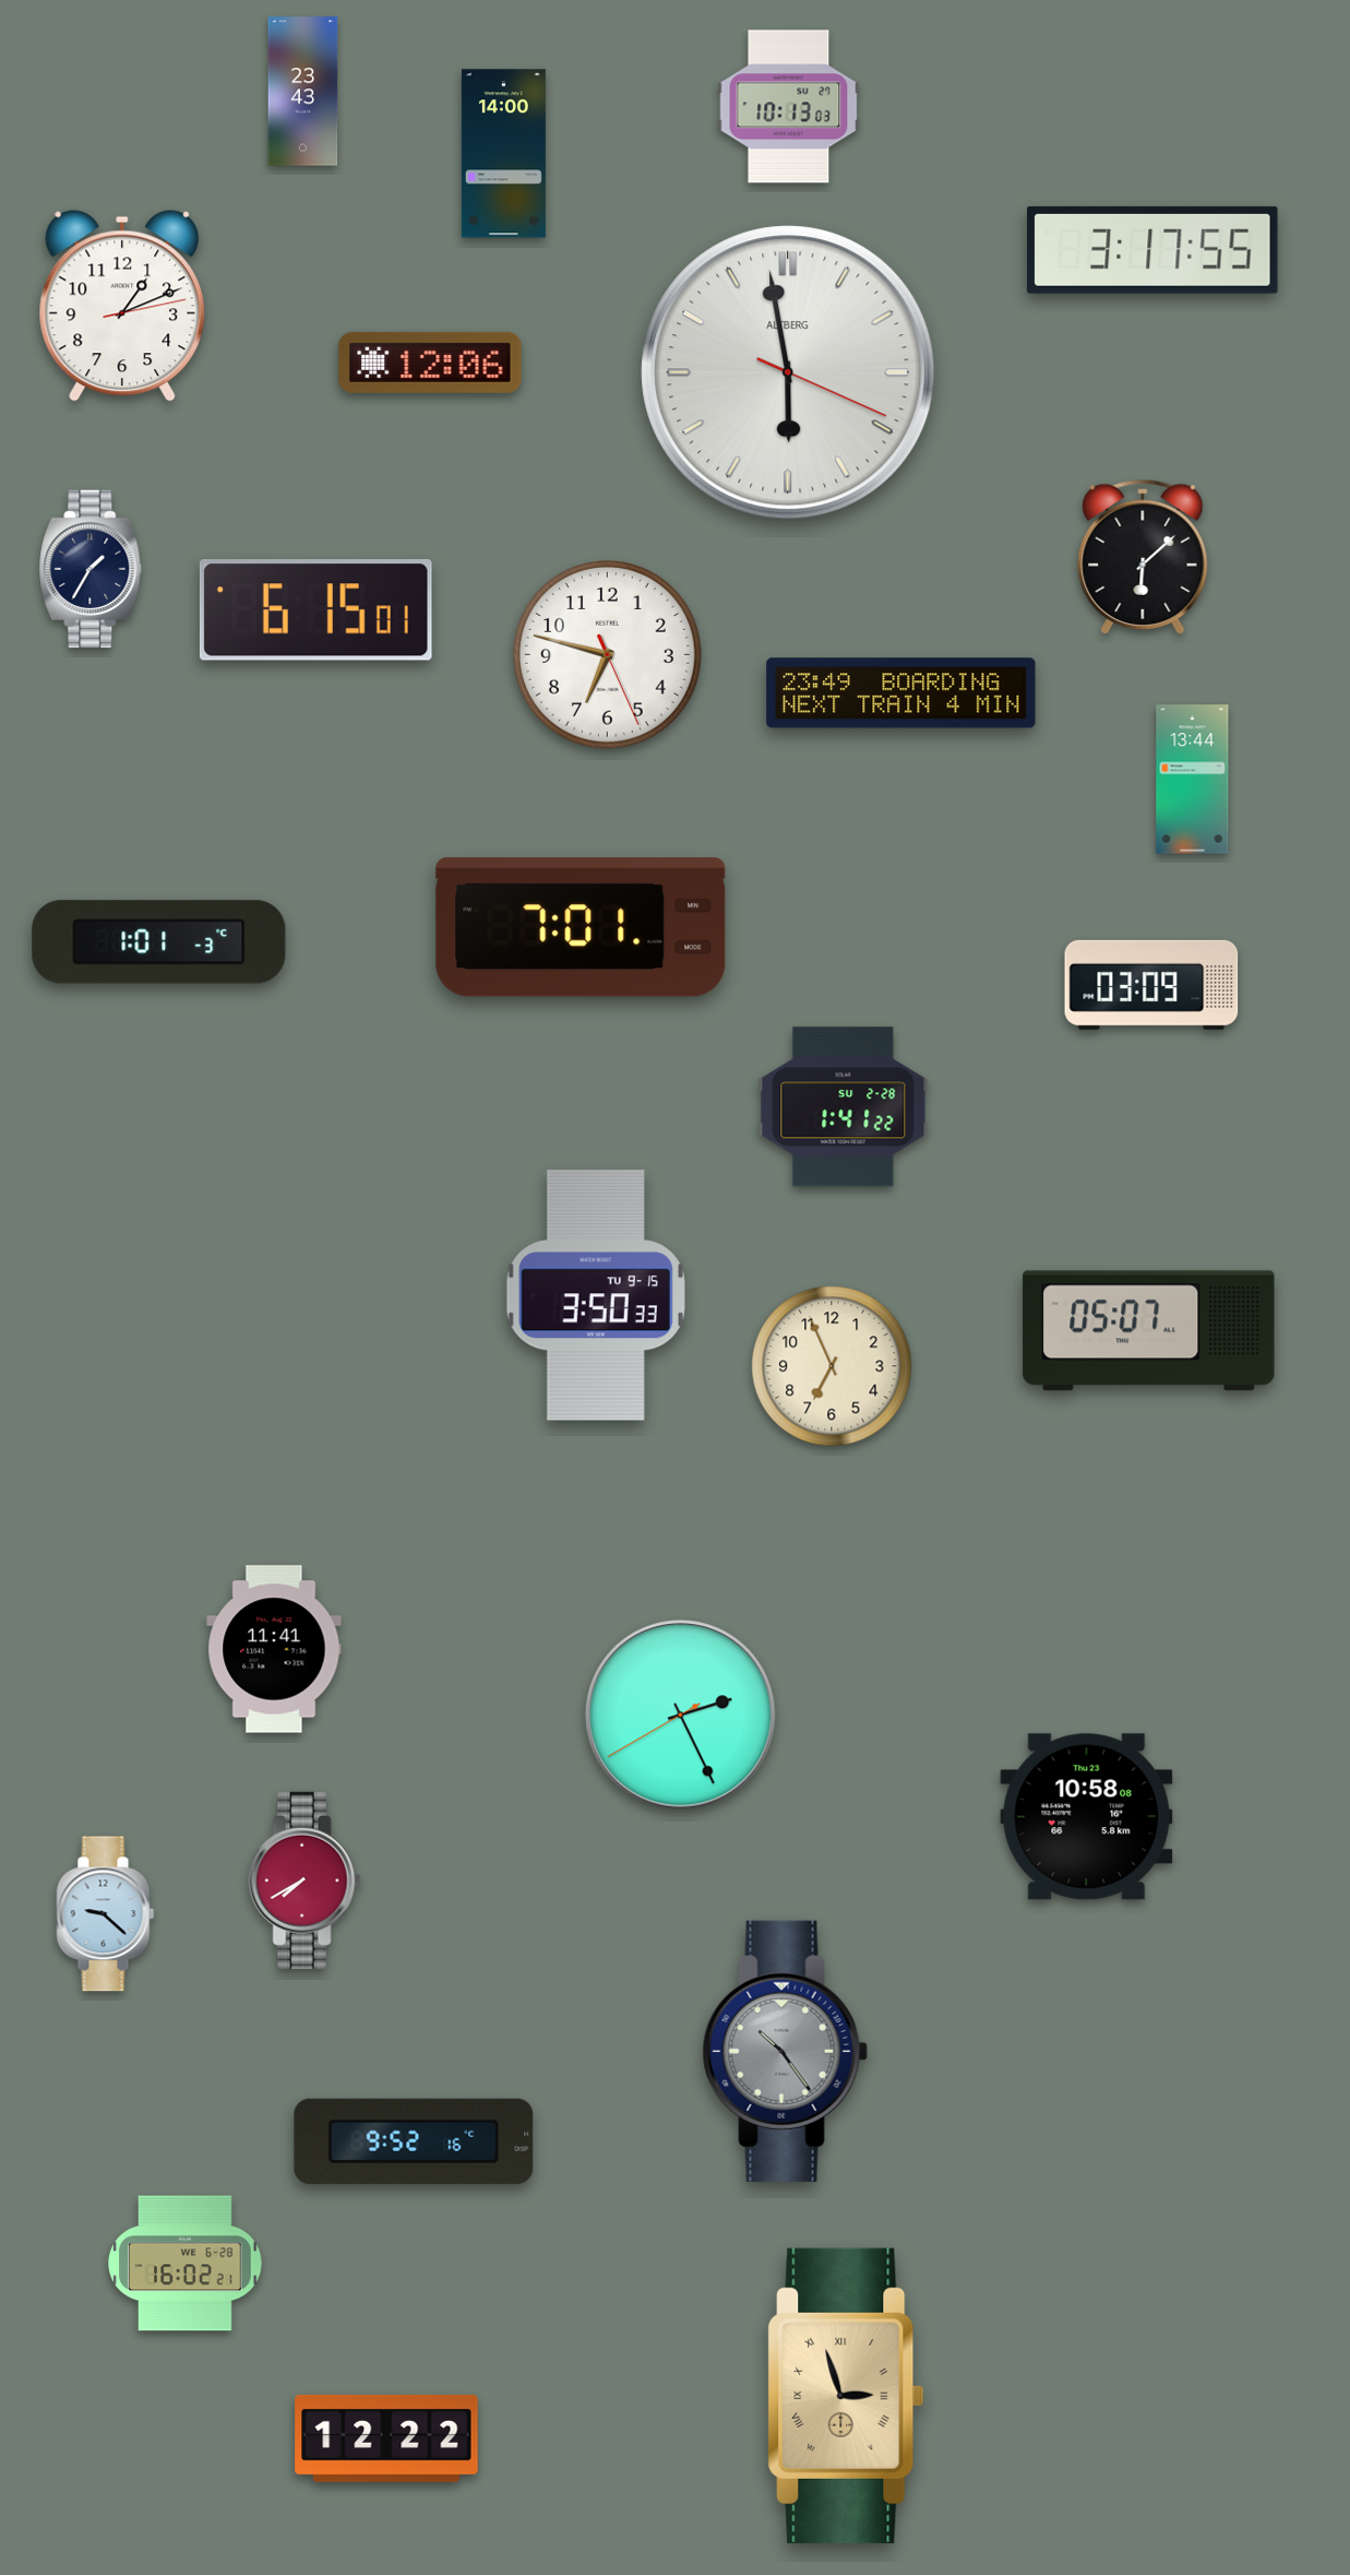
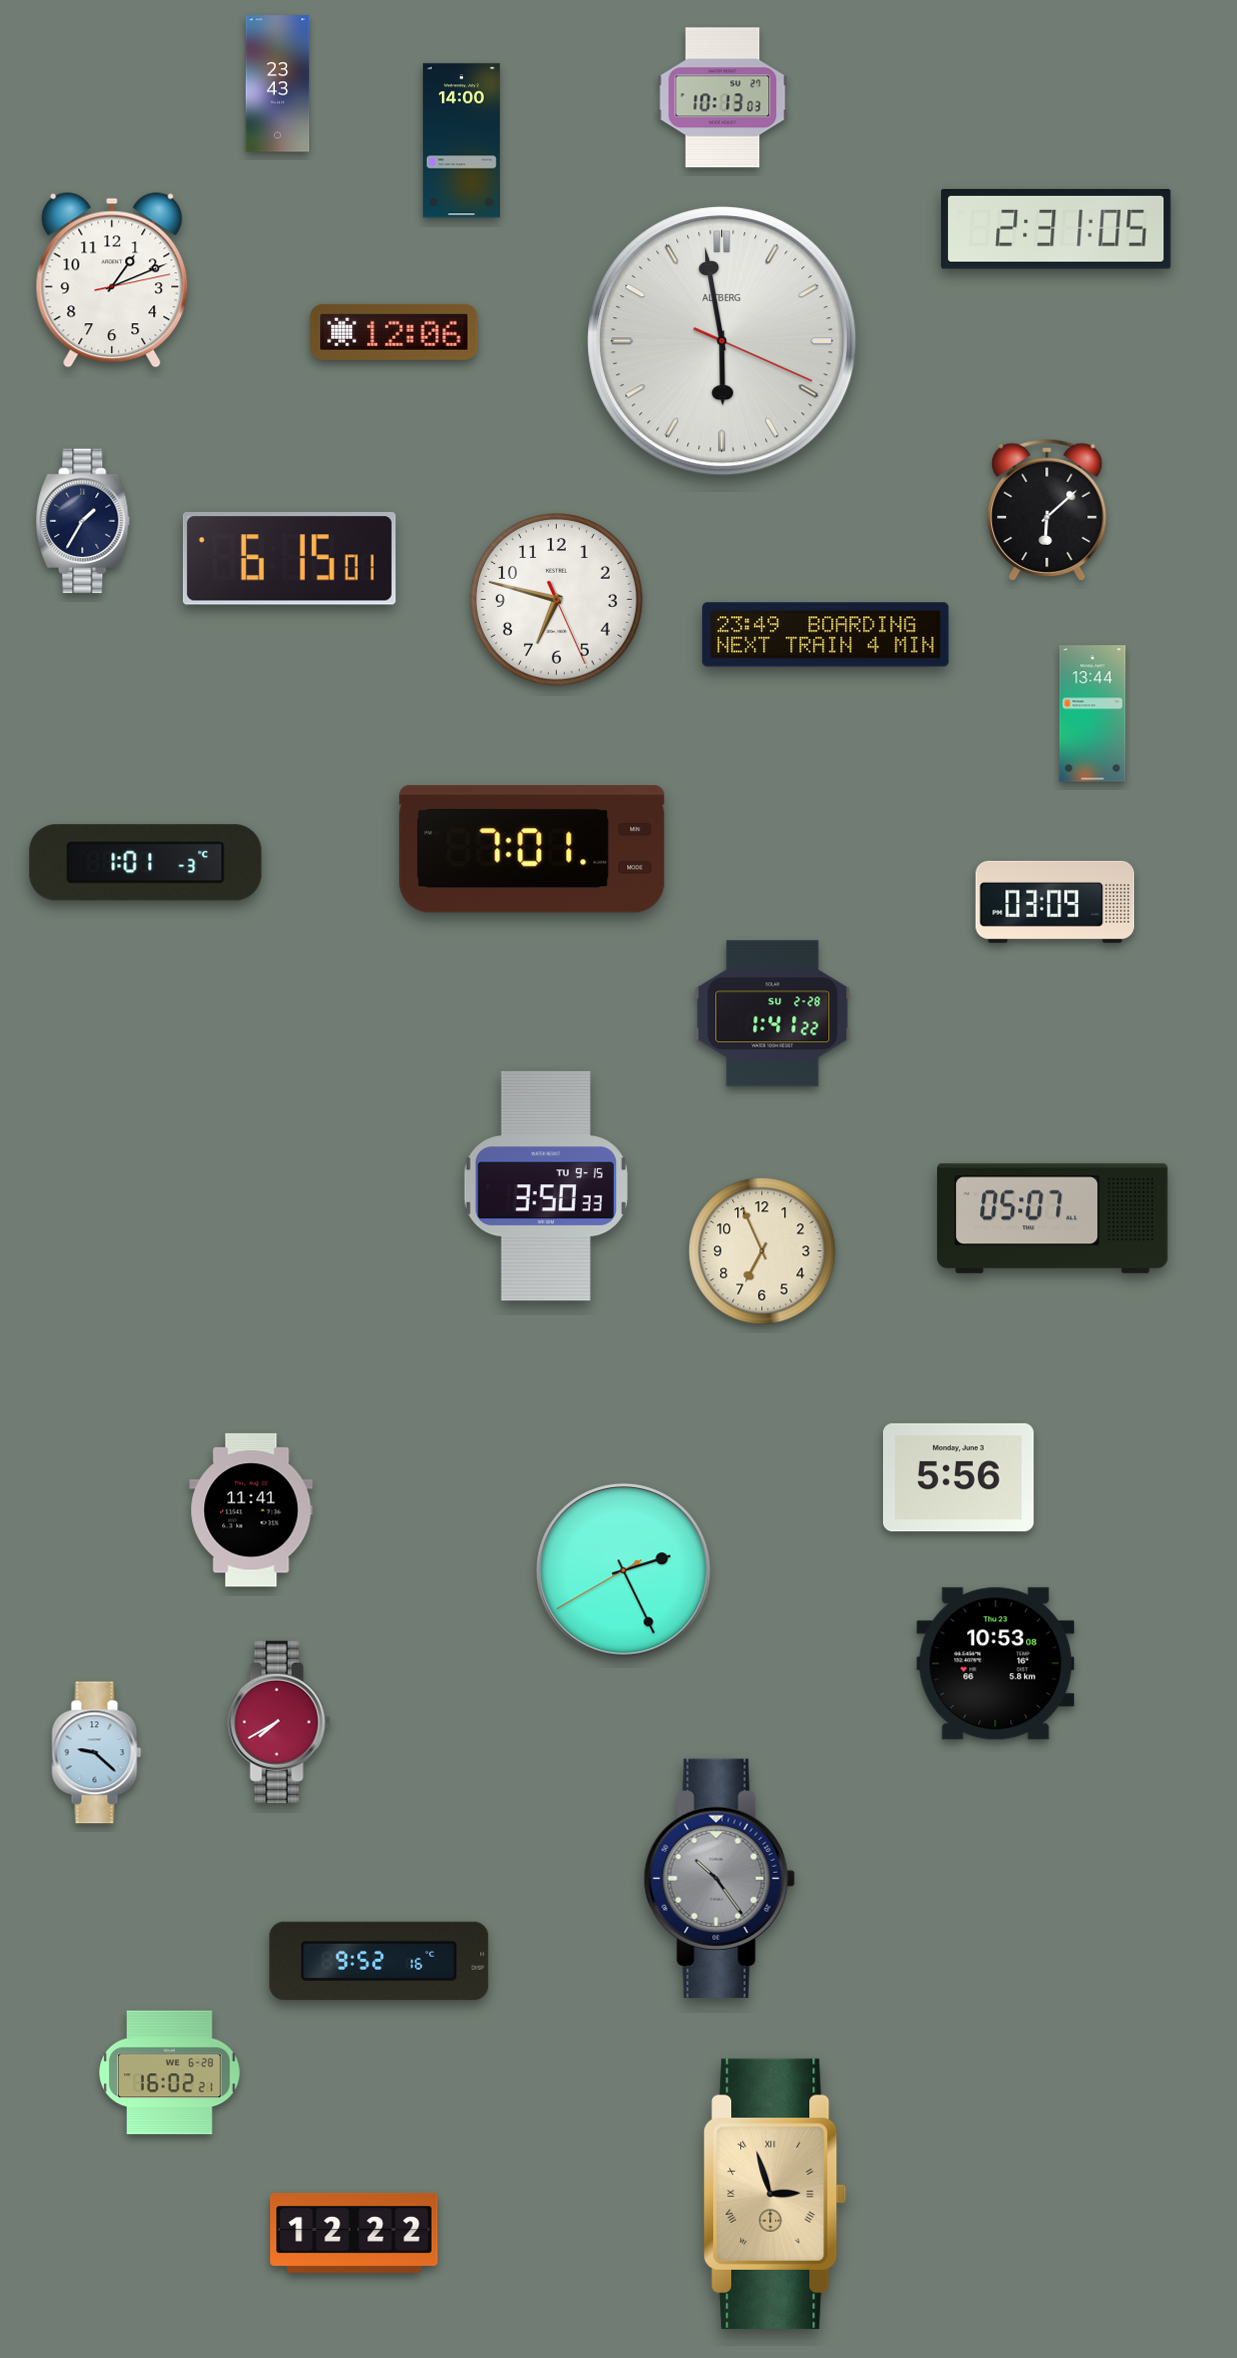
clock at (1152, 250): 3:17 -> 2:31
clock at (959, 1478): none -> 5:56
clock at (1087, 1817): 10:58 -> 10:53
